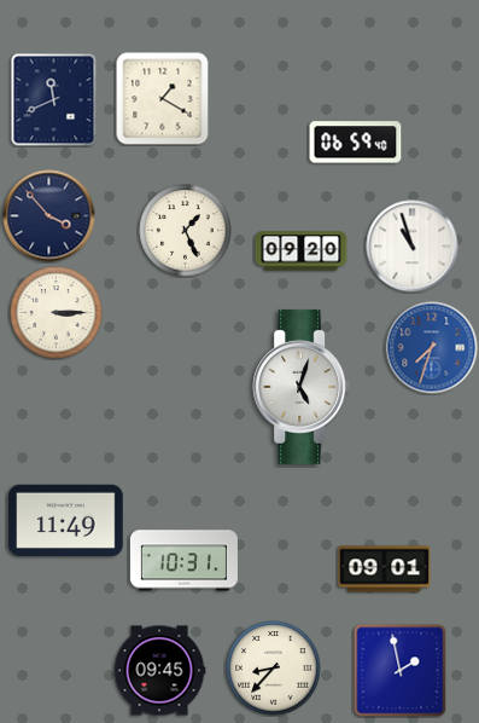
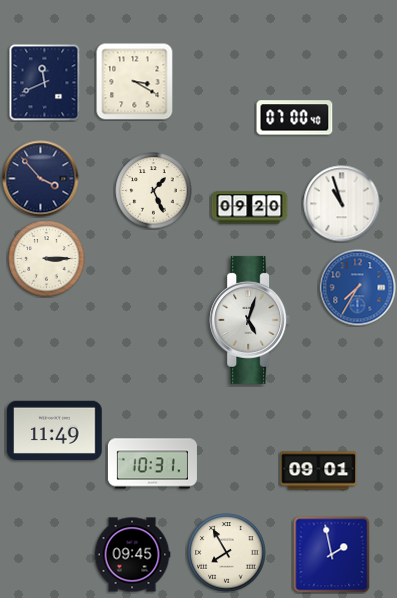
clock at (163, 99): 1:20 -> 3:20
clock at (356, 143): 06:59 -> 07:00
clock at (432, 348): 7:33 -> 7:35
clock at (274, 669): 8:37 -> 7:55
